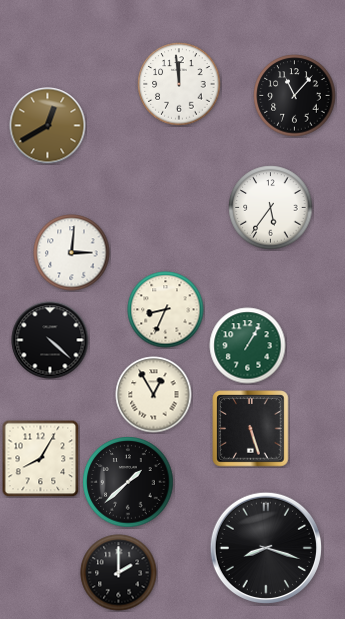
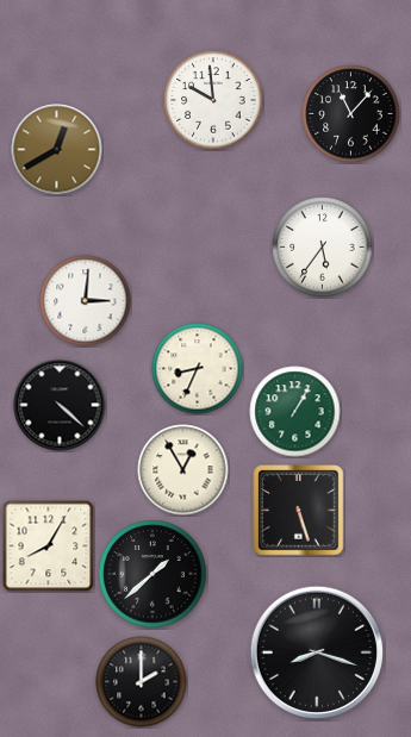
clock at (179, 84): 11:59 -> 9:59
